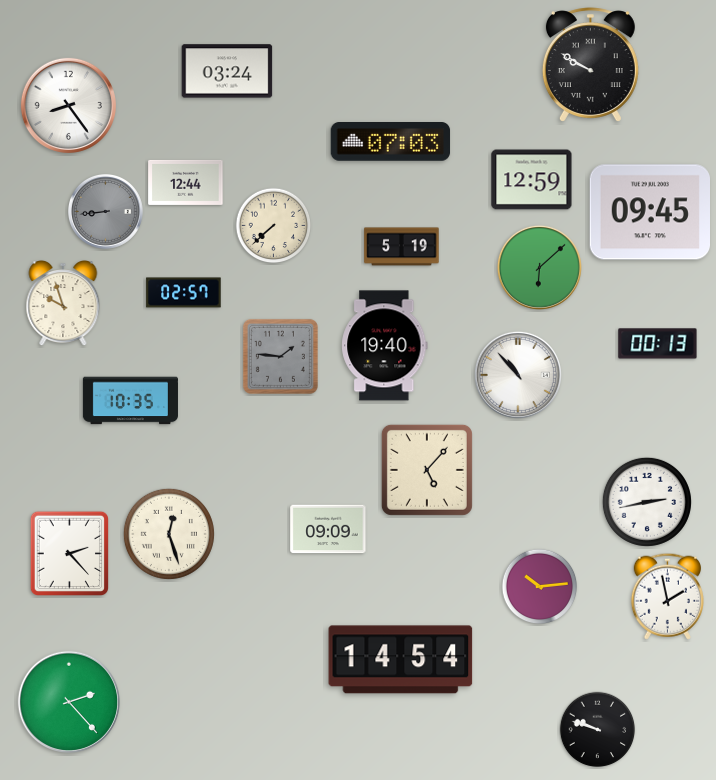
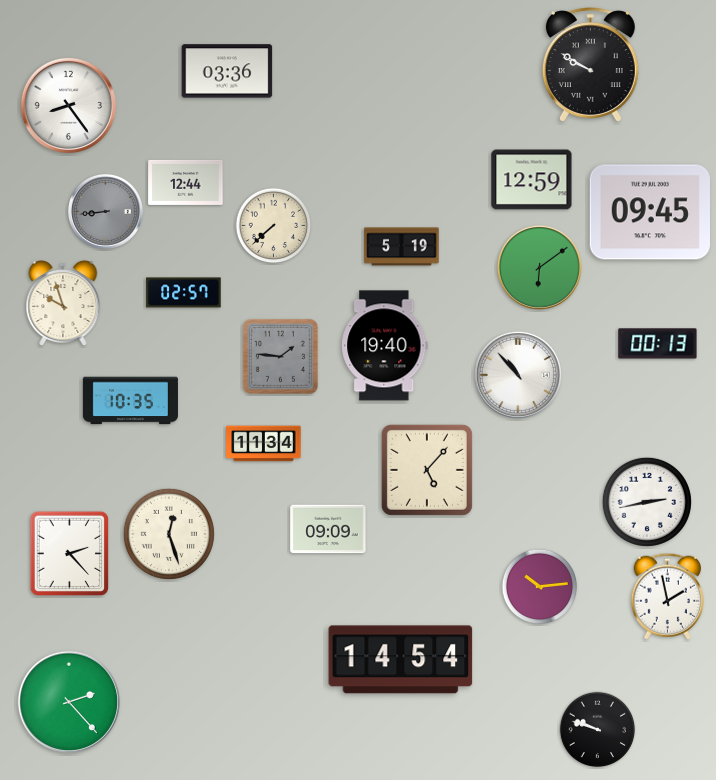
clock at (227, 71): 03:24 -> 03:36
clock at (391, 142): 07:03 -> none
clock at (539, 267): 6:08 -> 6:09
clock at (264, 444): none -> 11:34
